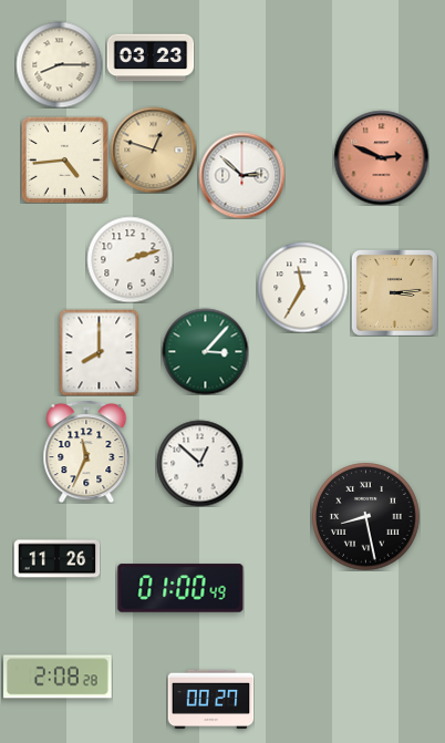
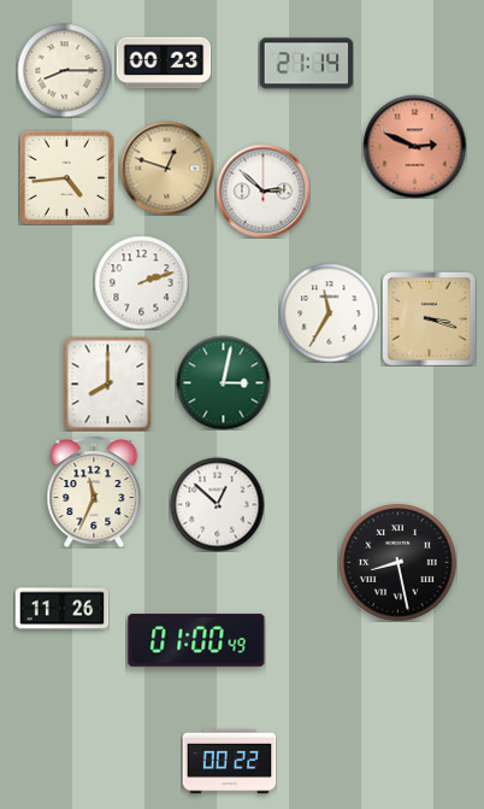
clock at (151, 58): 03:23 -> 00:23
clock at (306, 64): none -> 21:14
clock at (153, 149) position: (153, 149) -> (166, 168)
clock at (381, 157) position: (381, 157) -> (414, 146)
clock at (64, 159) position: (64, 159) -> (66, 177)
clock at (394, 292): 3:14 -> 3:18
clock at (205, 351): 3:07 -> 3:02
clock at (58, 677): 2:08 -> none
clock at (210, 700): 00:27 -> 00:22
